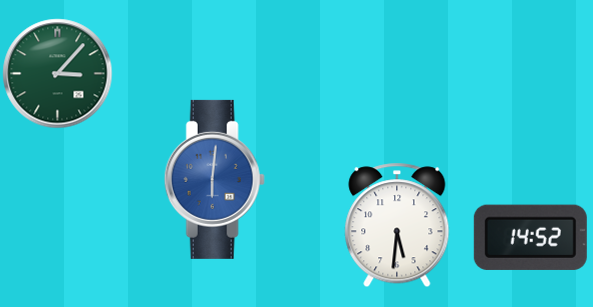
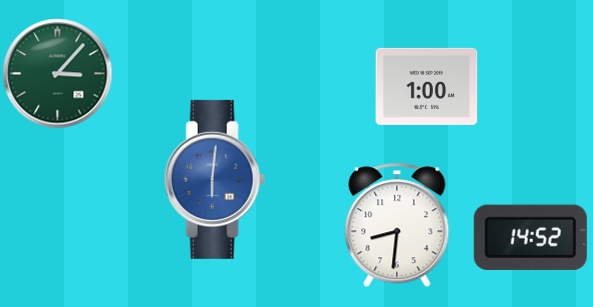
clock at (427, 86): none -> 1:00
clock at (397, 225): 5:31 -> 8:31
